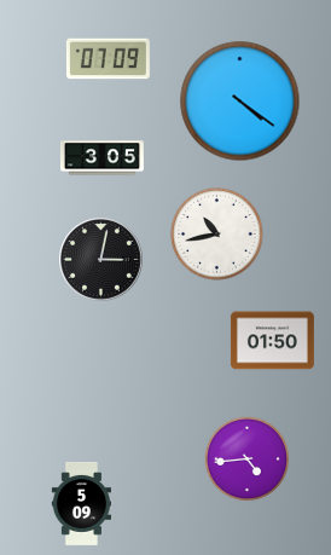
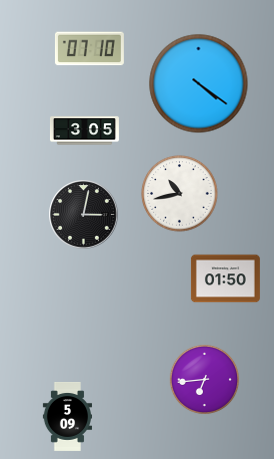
clock at (108, 59): 07:09 -> 07:10
clock at (272, 341) position: (272, 341) -> (225, 279)
clock at (248, 459): 4:44 -> 6:44
